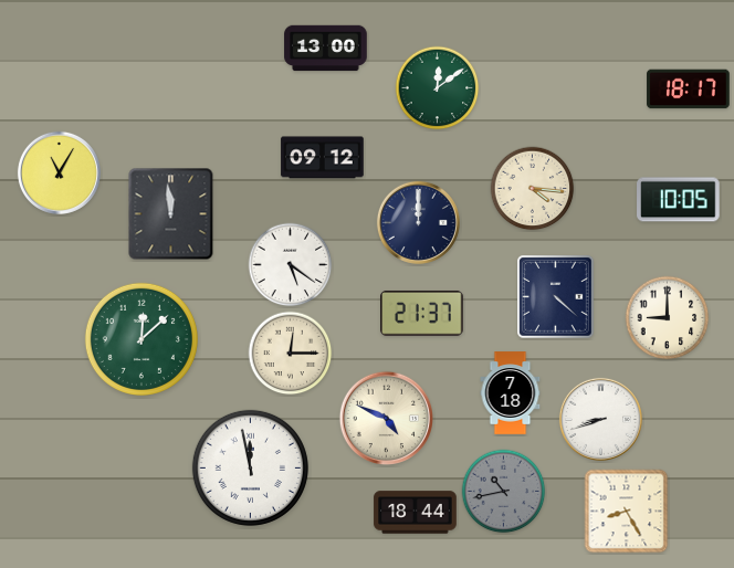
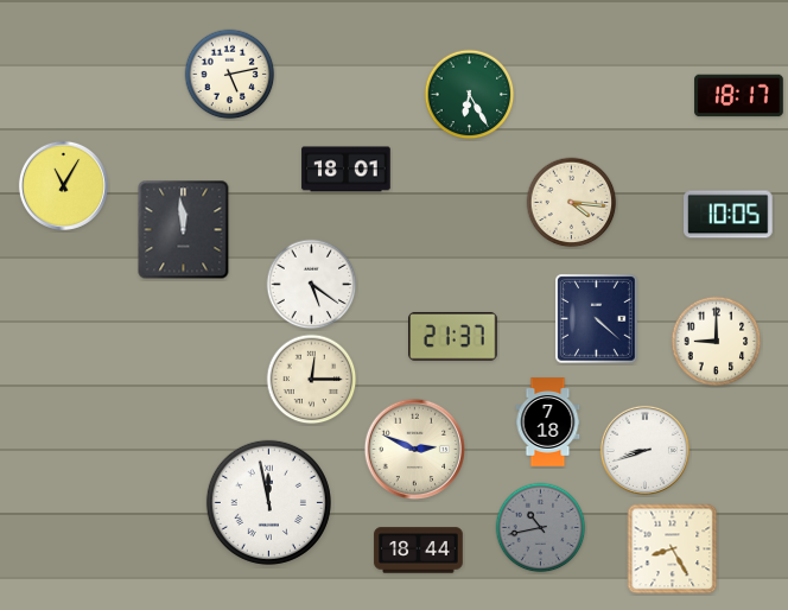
clock at (326, 49): 13:00 -> none
clock at (230, 75): none -> 5:13
clock at (438, 88): 12:09 -> 6:25
clock at (323, 158): 09:12 -> 18:01
clock at (418, 222): 12:00 -> none
clock at (141, 339): 12:08 -> none
clock at (386, 418): 4:49 -> 2:49
clock at (416, 513) position: (416, 513) -> (419, 551)
